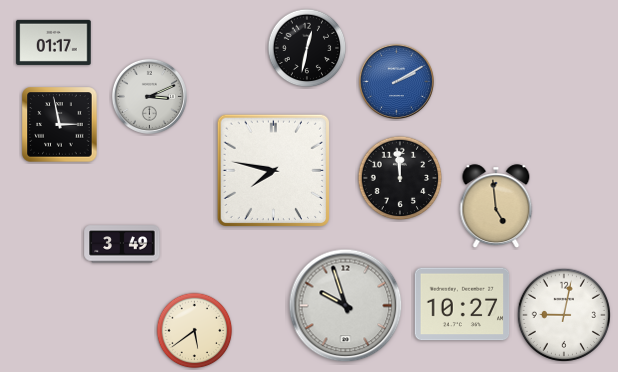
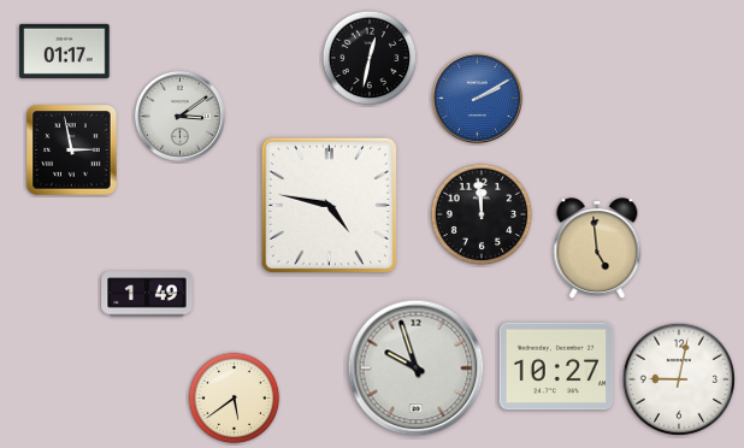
clock at (149, 96): 3:11 -> 3:09
clock at (273, 170): 7:47 -> 4:47
clock at (122, 244): 3:49 -> 1:49
